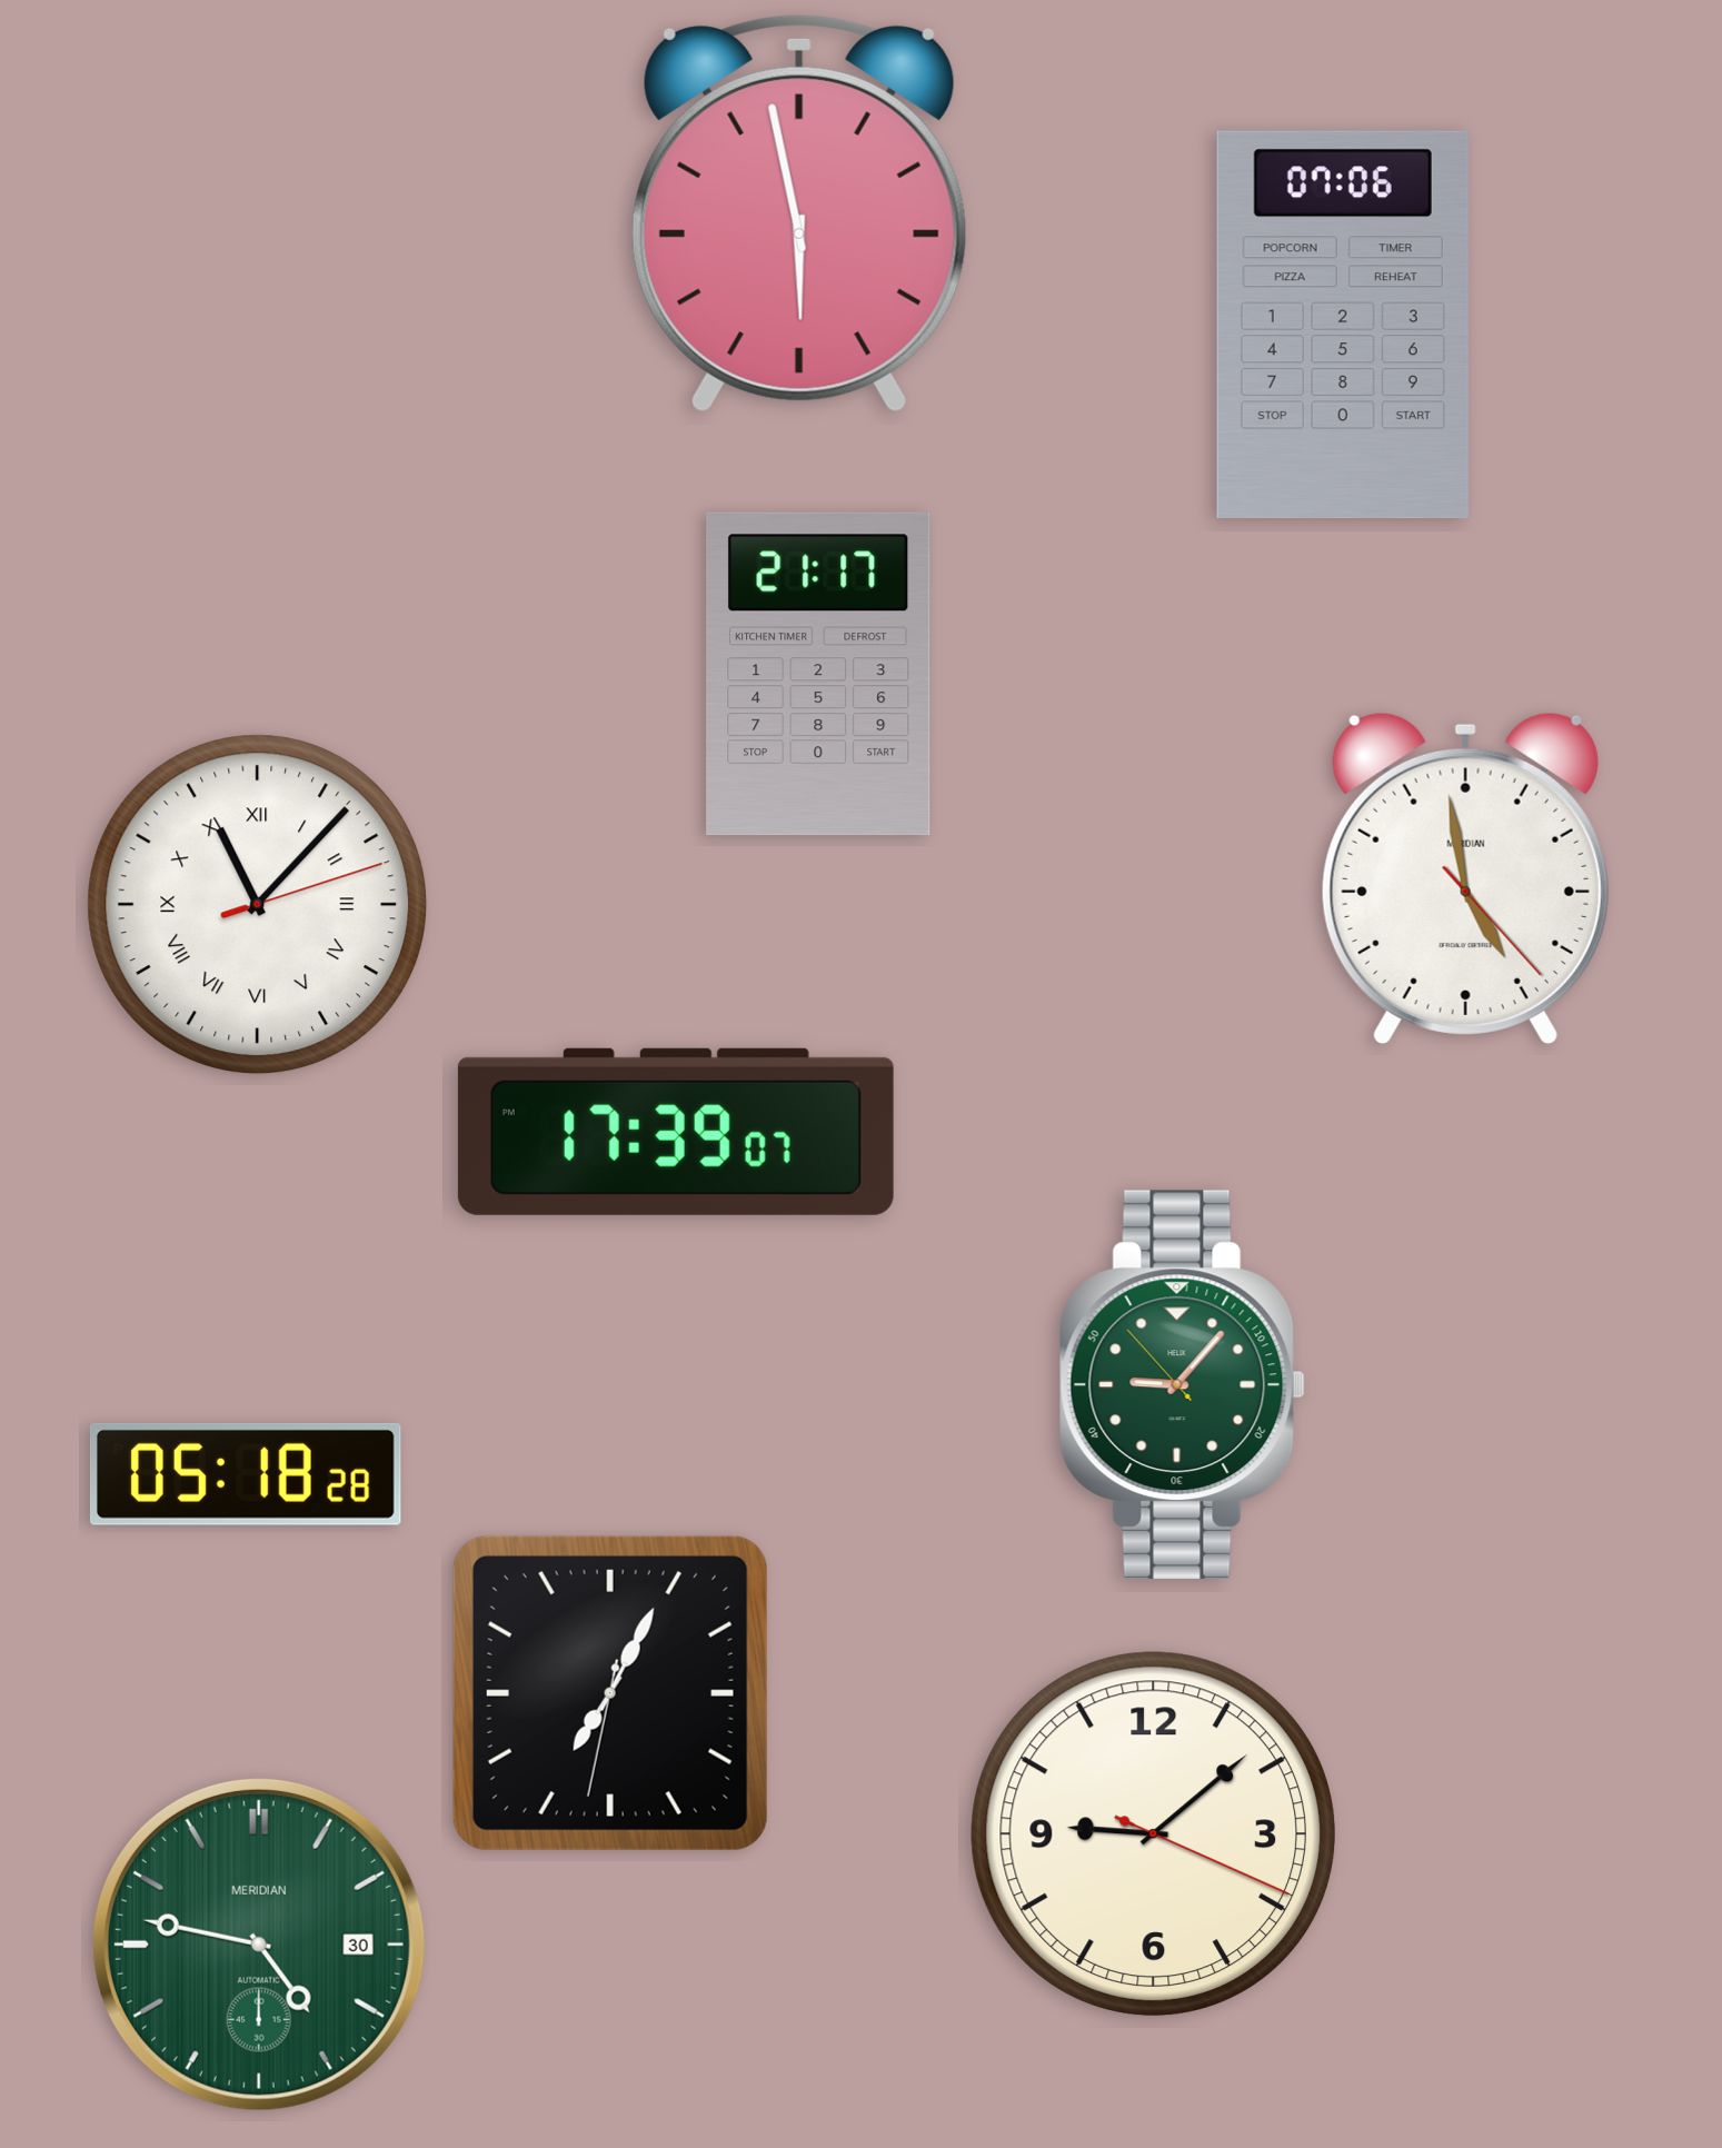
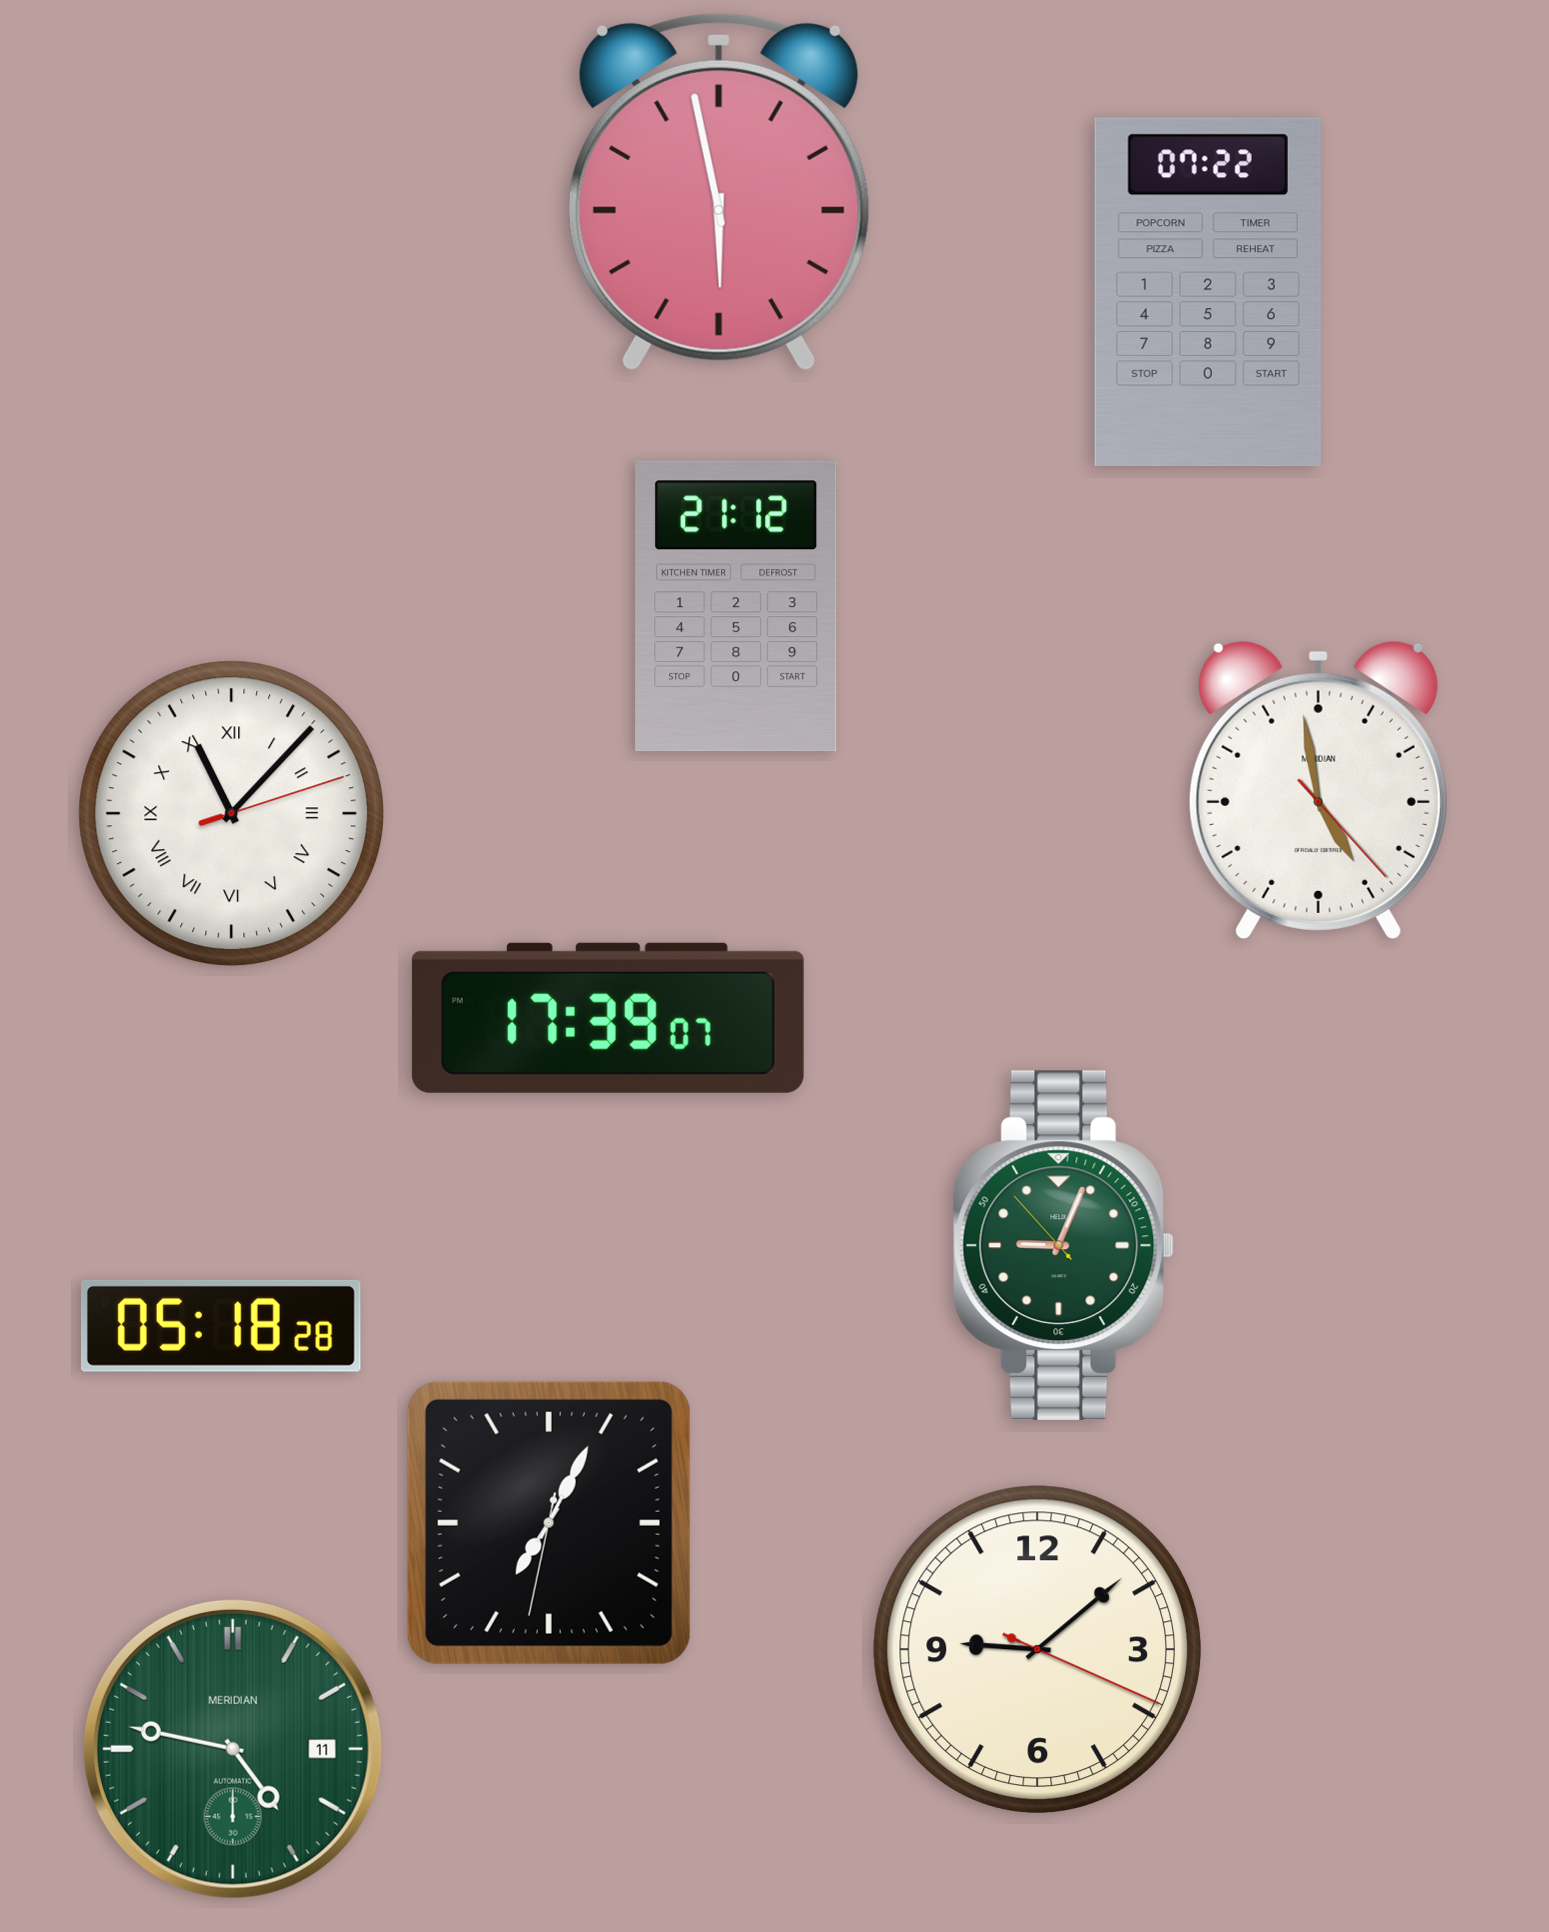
clock at (1343, 325): 07:06 -> 07:22
clock at (818, 674): 21:17 -> 21:12
clock at (1182, 1384): 9:06 -> 9:03
clock at (259, 1945) date: 30 -> 11
